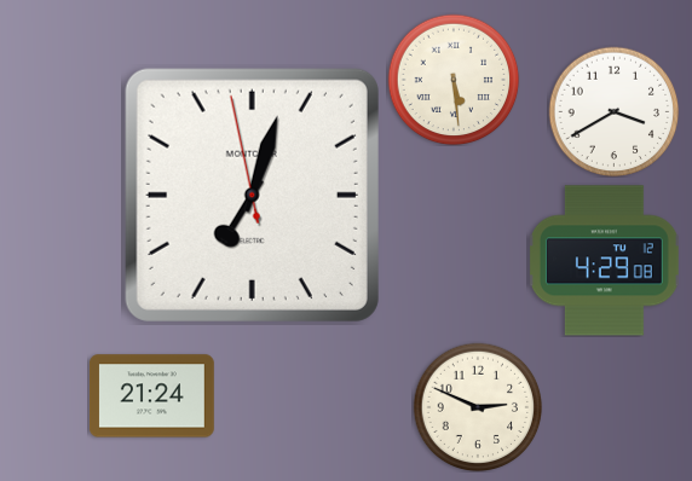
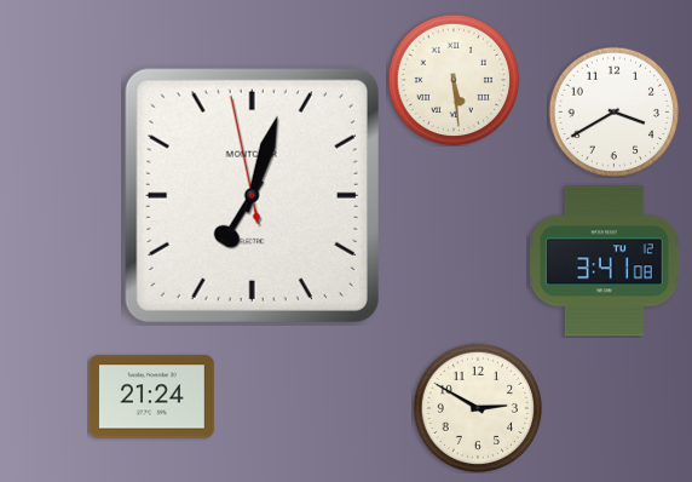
clock at (604, 261): 4:29 -> 3:41
clock at (478, 407): 2:49 -> 2:50
